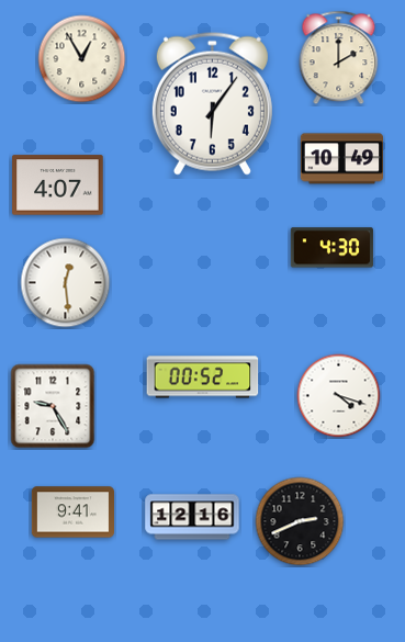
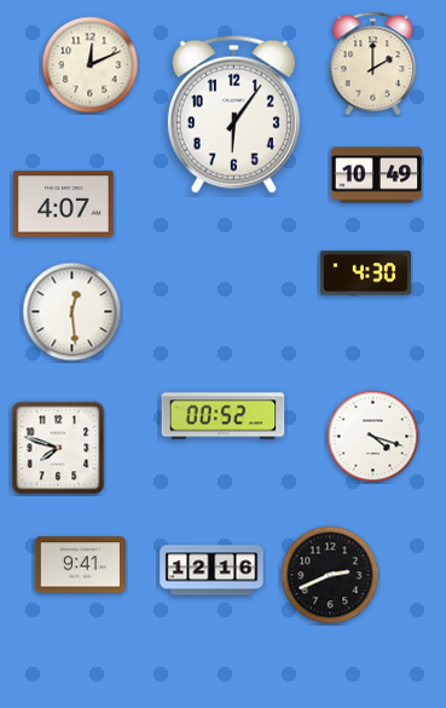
clock at (82, 59): 12:55 -> 12:11
clock at (53, 406): 9:25 -> 7:48
